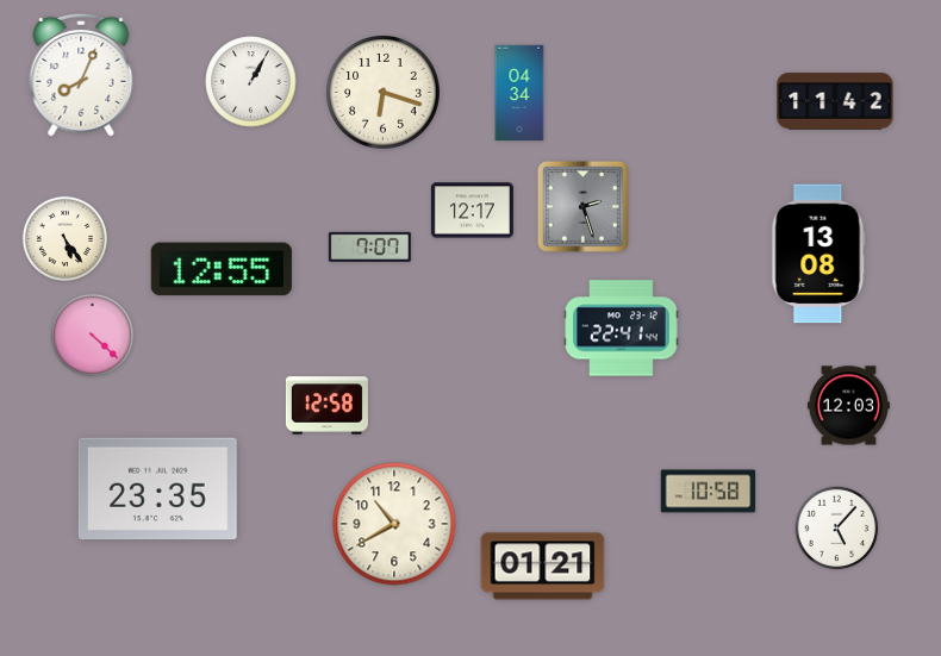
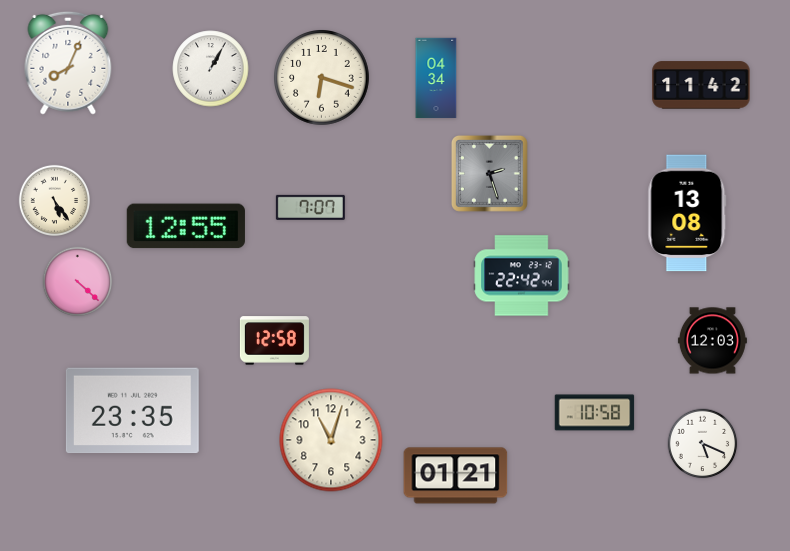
clock at (472, 211): 12:17 -> none
clock at (622, 329): 22:41 -> 22:42
clock at (394, 524): 10:40 -> 11:03
clock at (837, 529): 5:07 -> 5:19
